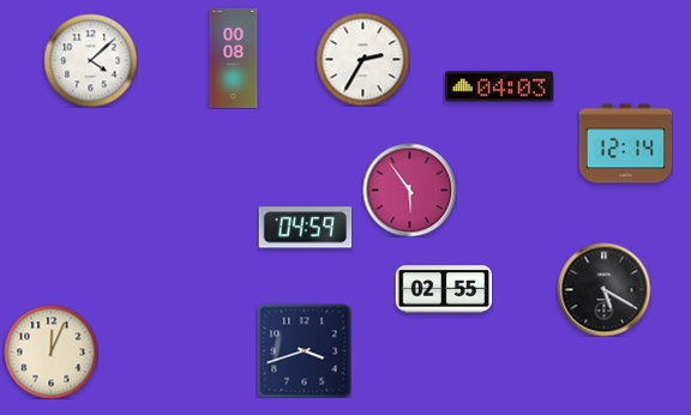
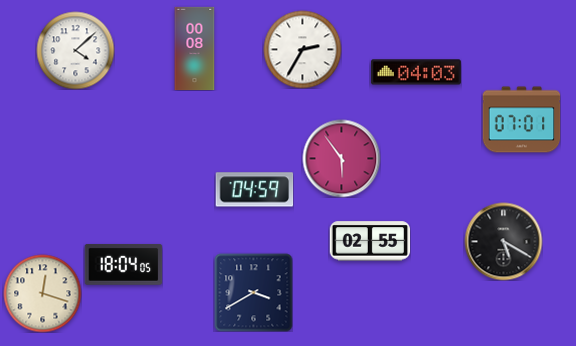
clock at (625, 144): 12:14 -> 07:01
clock at (123, 264): none -> 18:04
clock at (304, 350): 3:42 -> 3:40
clock at (50, 351): 12:04 -> 12:18
